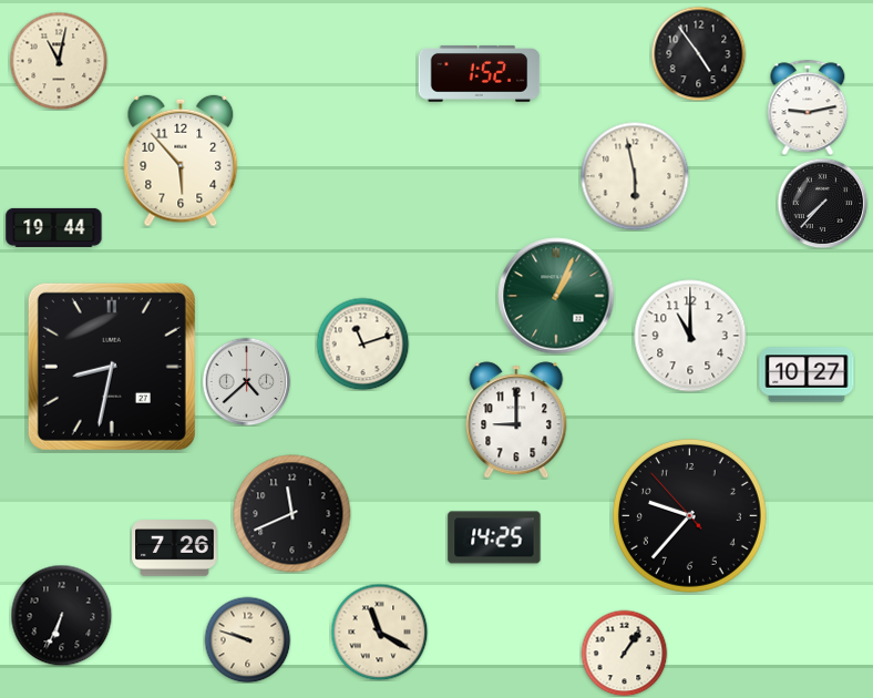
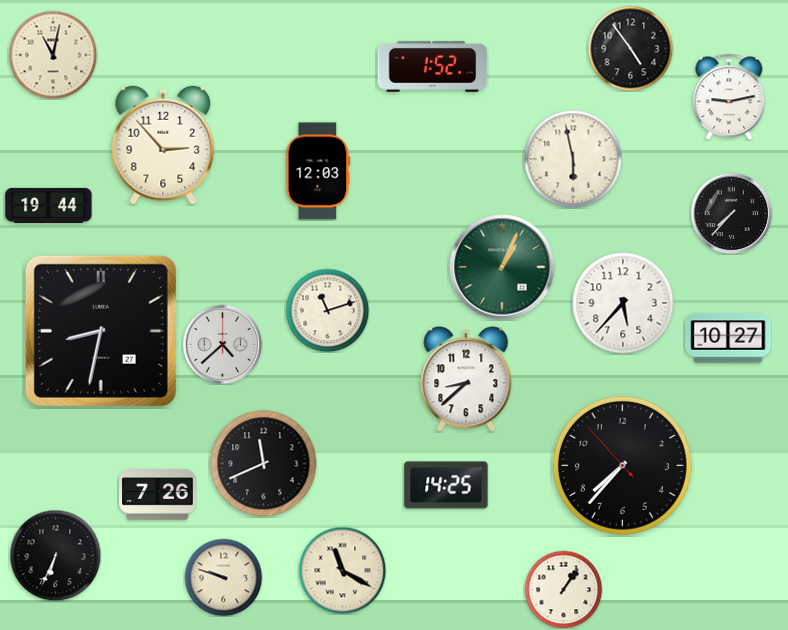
clock at (181, 161): 5:53 -> 2:53
clock at (318, 171): none -> 12:03
clock at (822, 203) position: (822, 203) -> (731, 213)
clock at (690, 336): 11:00 -> 5:37
clock at (516, 420): 9:00 -> 8:38
clock at (689, 515): 9:36 -> 7:36
